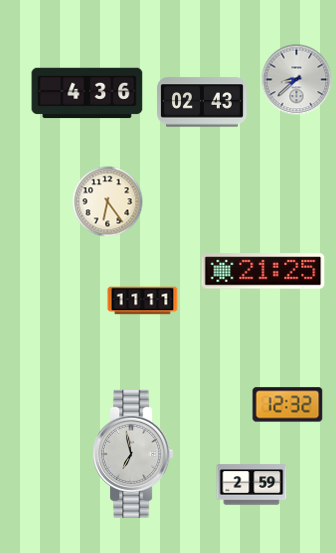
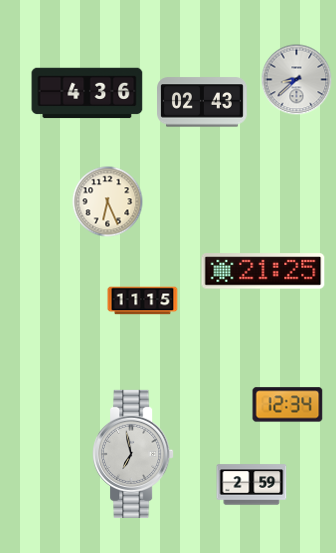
clock at (108, 202): 6:24 -> 6:26
clock at (143, 301): 11:11 -> 11:15
clock at (288, 405): 12:32 -> 12:34
